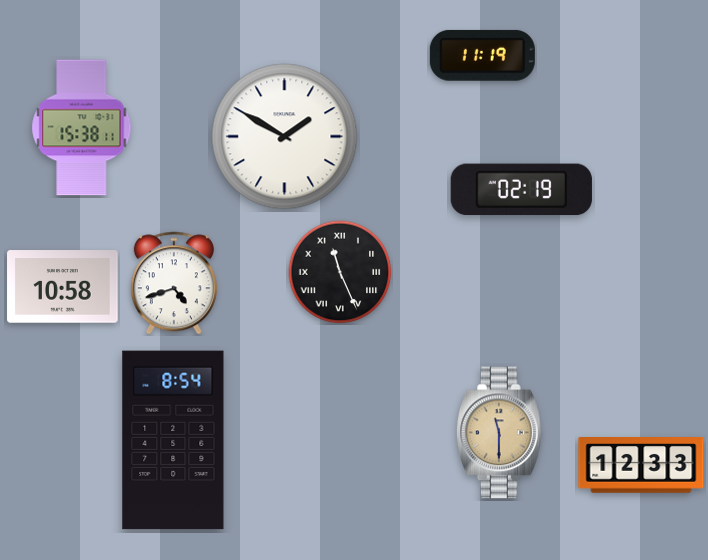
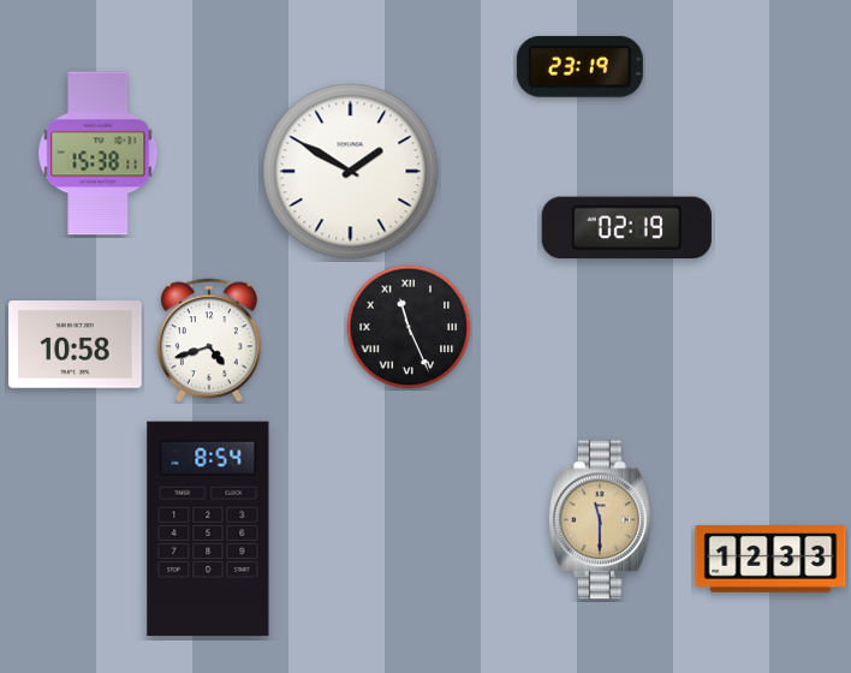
clock at (482, 55): 11:19 -> 23:19
clock at (285, 137) position: (285, 137) -> (351, 172)
